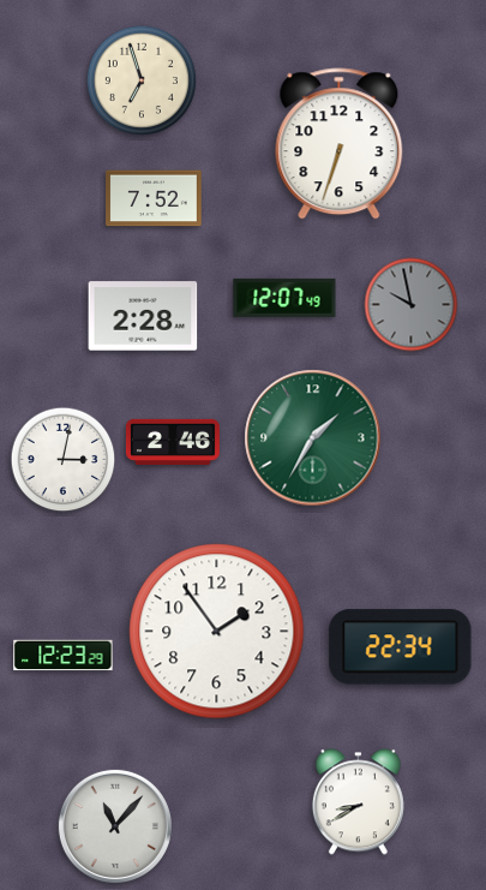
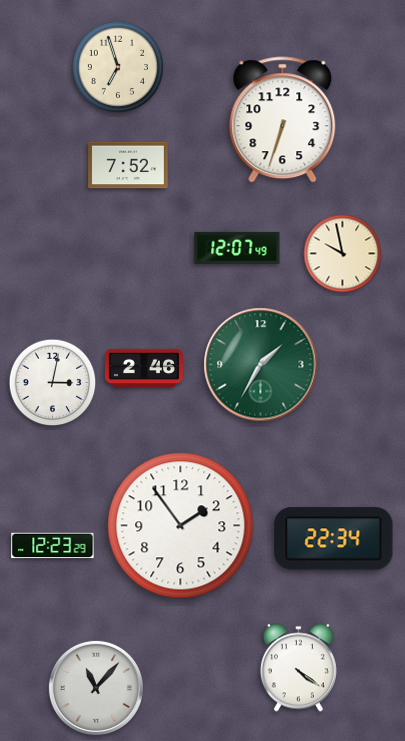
clock at (412, 305) dial: grey -> cream
clock at (143, 316): 2:28 -> none
clock at (358, 802): 8:40 -> 4:21
